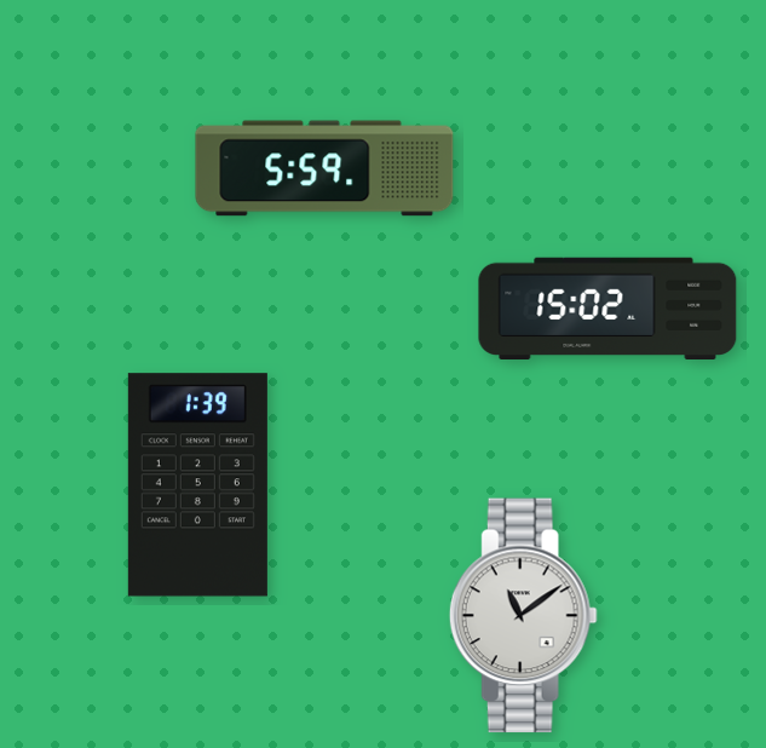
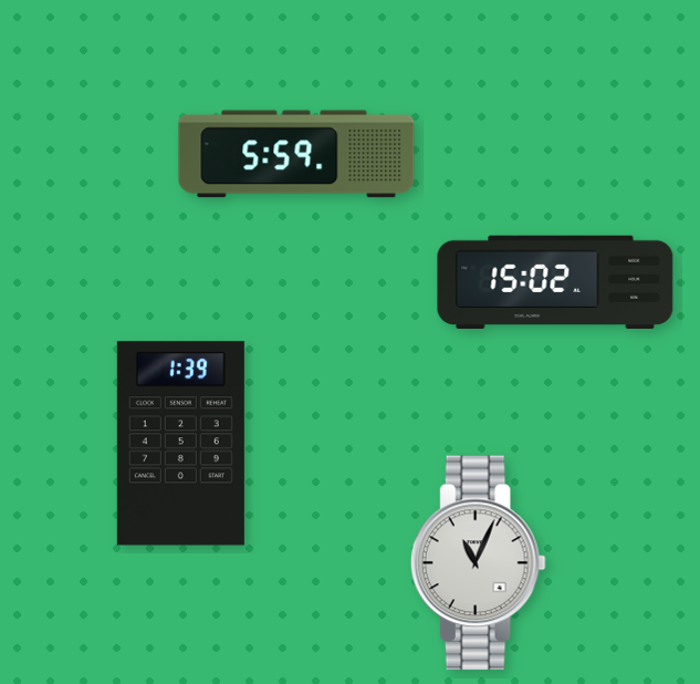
clock at (523, 616): 11:09 -> 11:04
